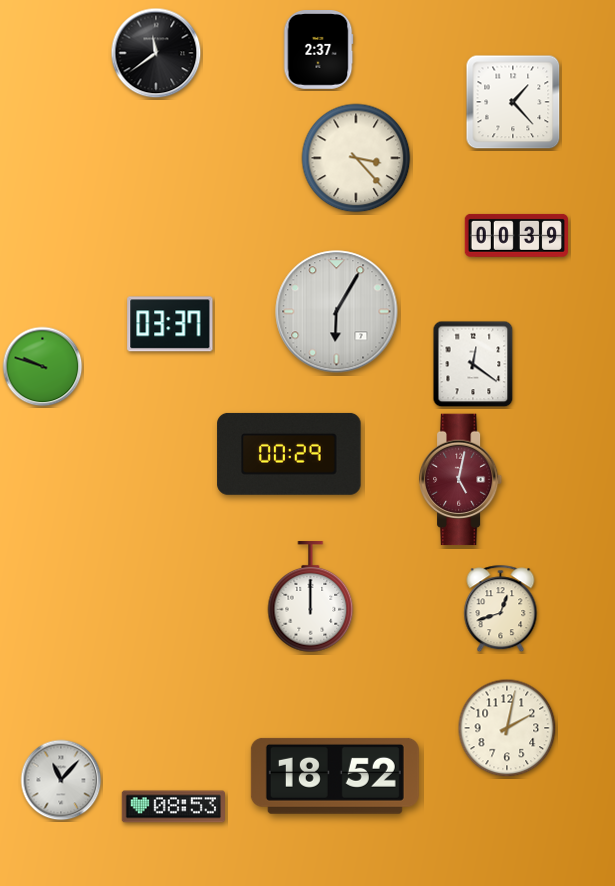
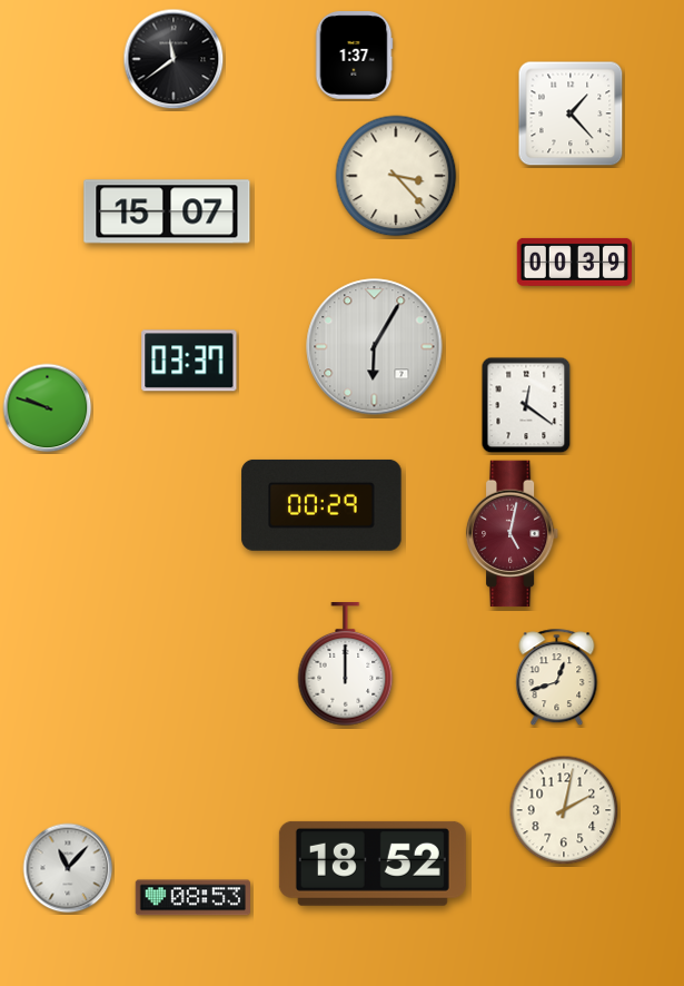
clock at (318, 50): 2:37 -> 1:37
clock at (167, 211): none -> 15:07
